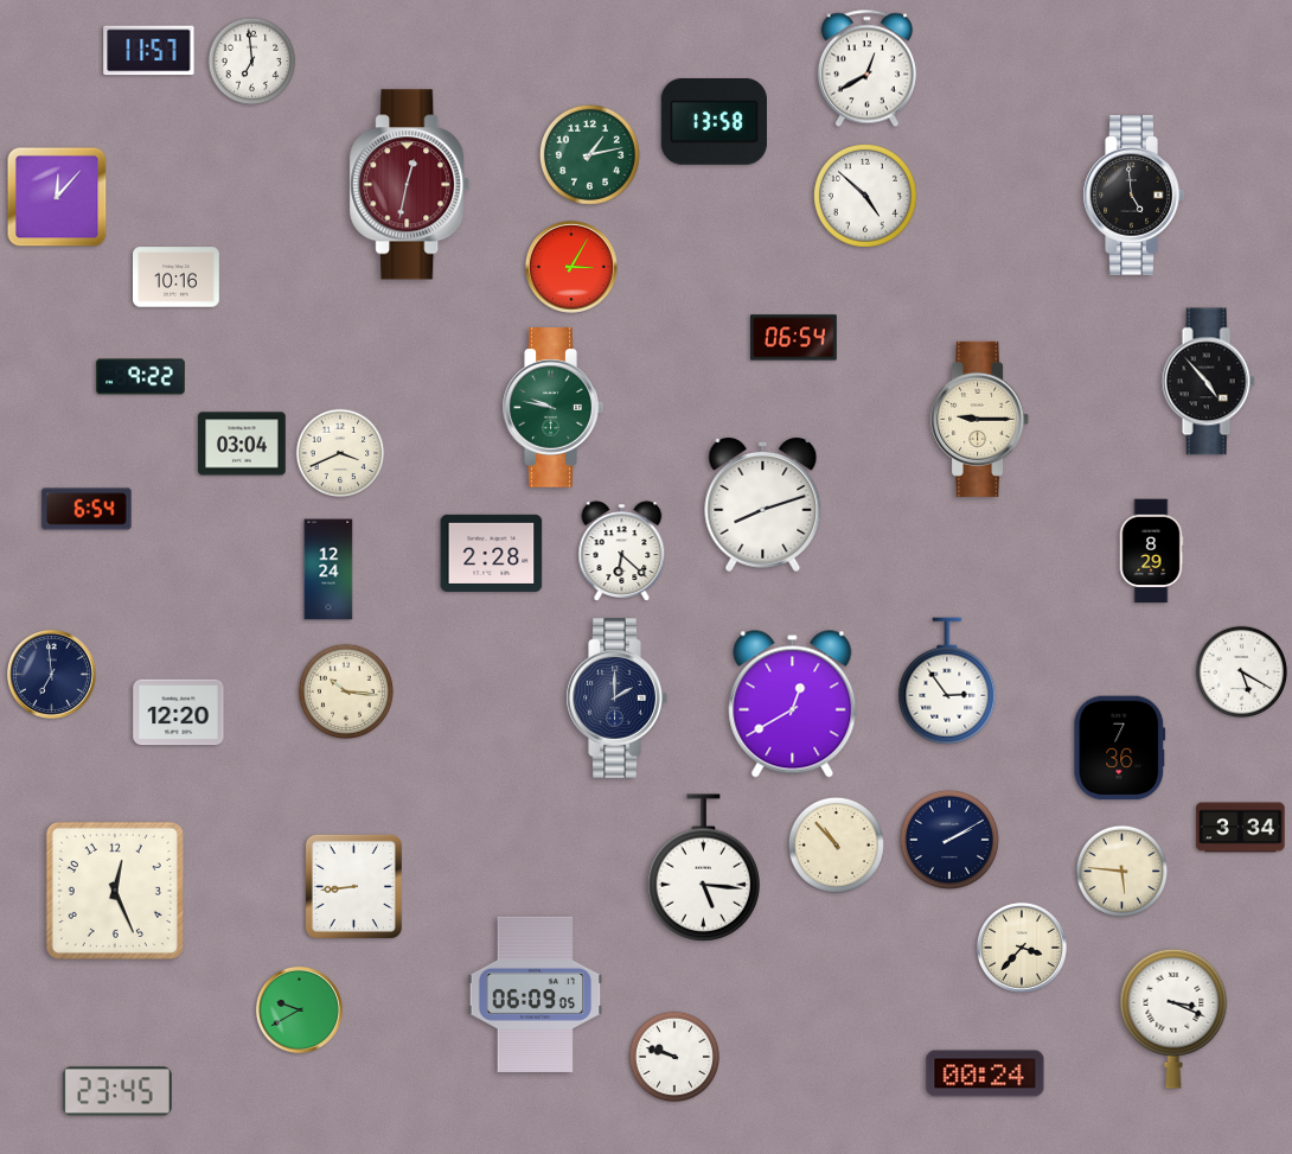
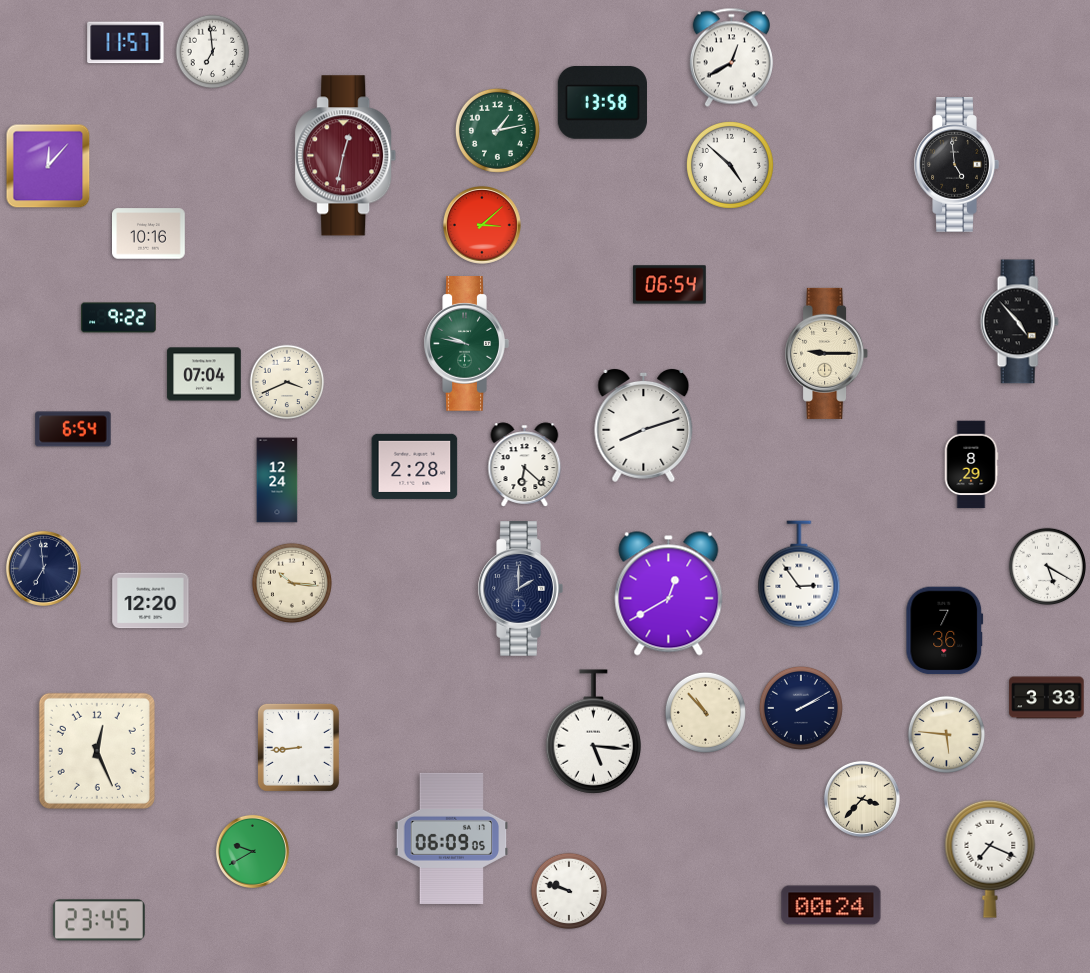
clock at (571, 267): 3:05 -> 3:08
clock at (242, 444): 03:04 -> 07:04
clock at (1241, 828): 3:34 -> 3:33
clock at (1173, 1019): 3:19 -> 7:19
